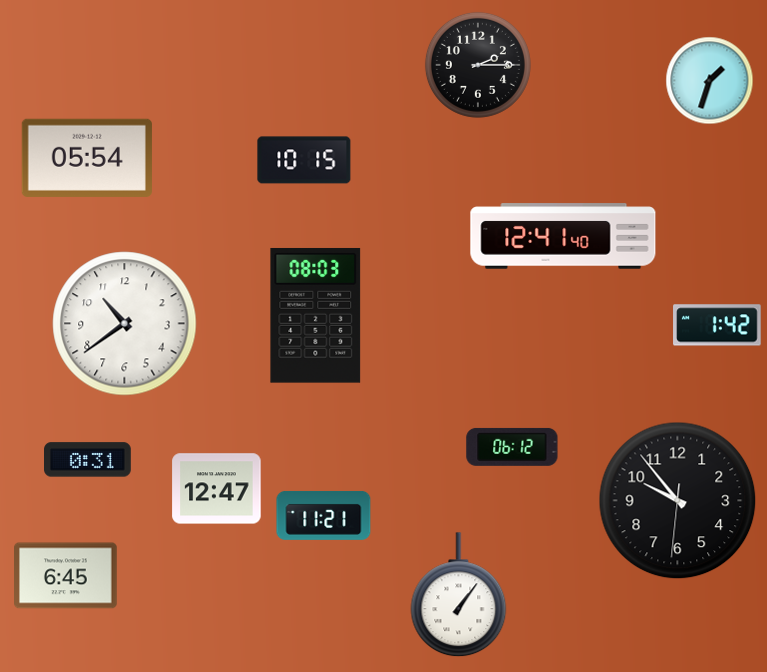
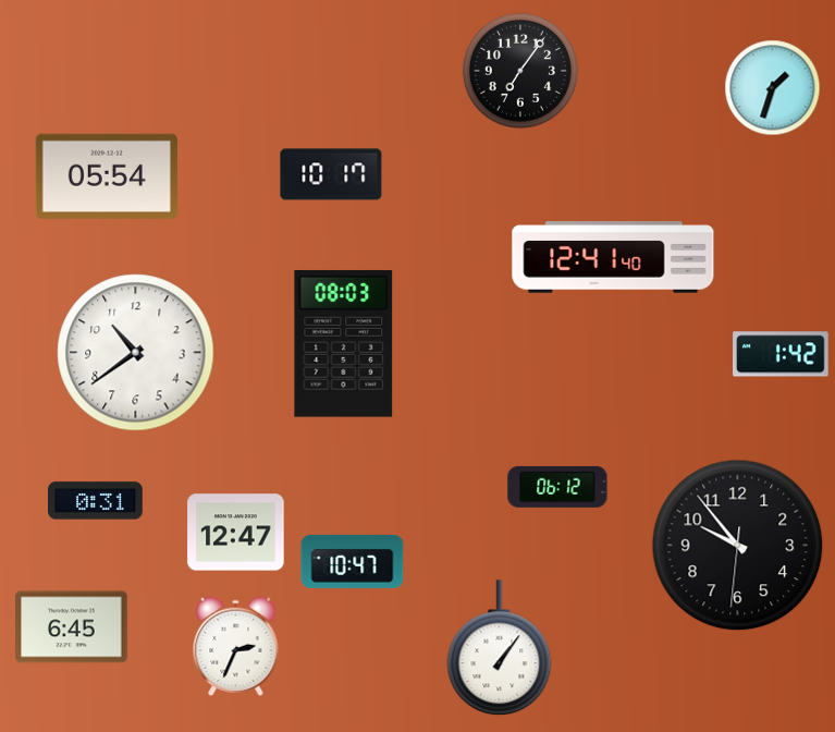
clock at (478, 65): 2:15 -> 7:06
clock at (87, 158) position: (87, 158) -> (107, 176)
clock at (304, 160): 10:15 -> 10:17
clock at (324, 515): 11:21 -> 10:47
clock at (236, 646): none -> 2:34
